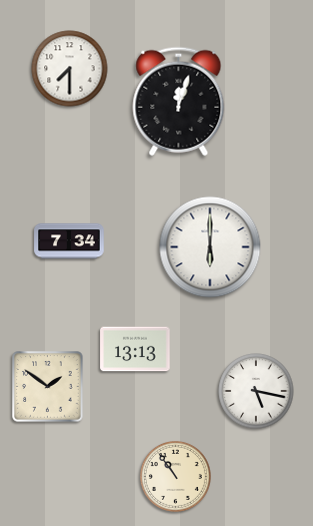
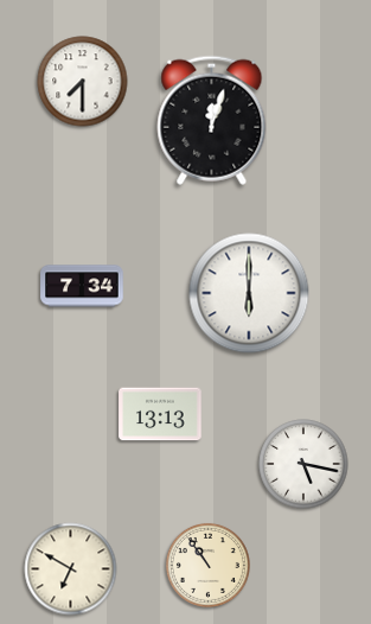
clock at (48, 387): 1:51 -> none
clock at (71, 569): none -> 6:50
